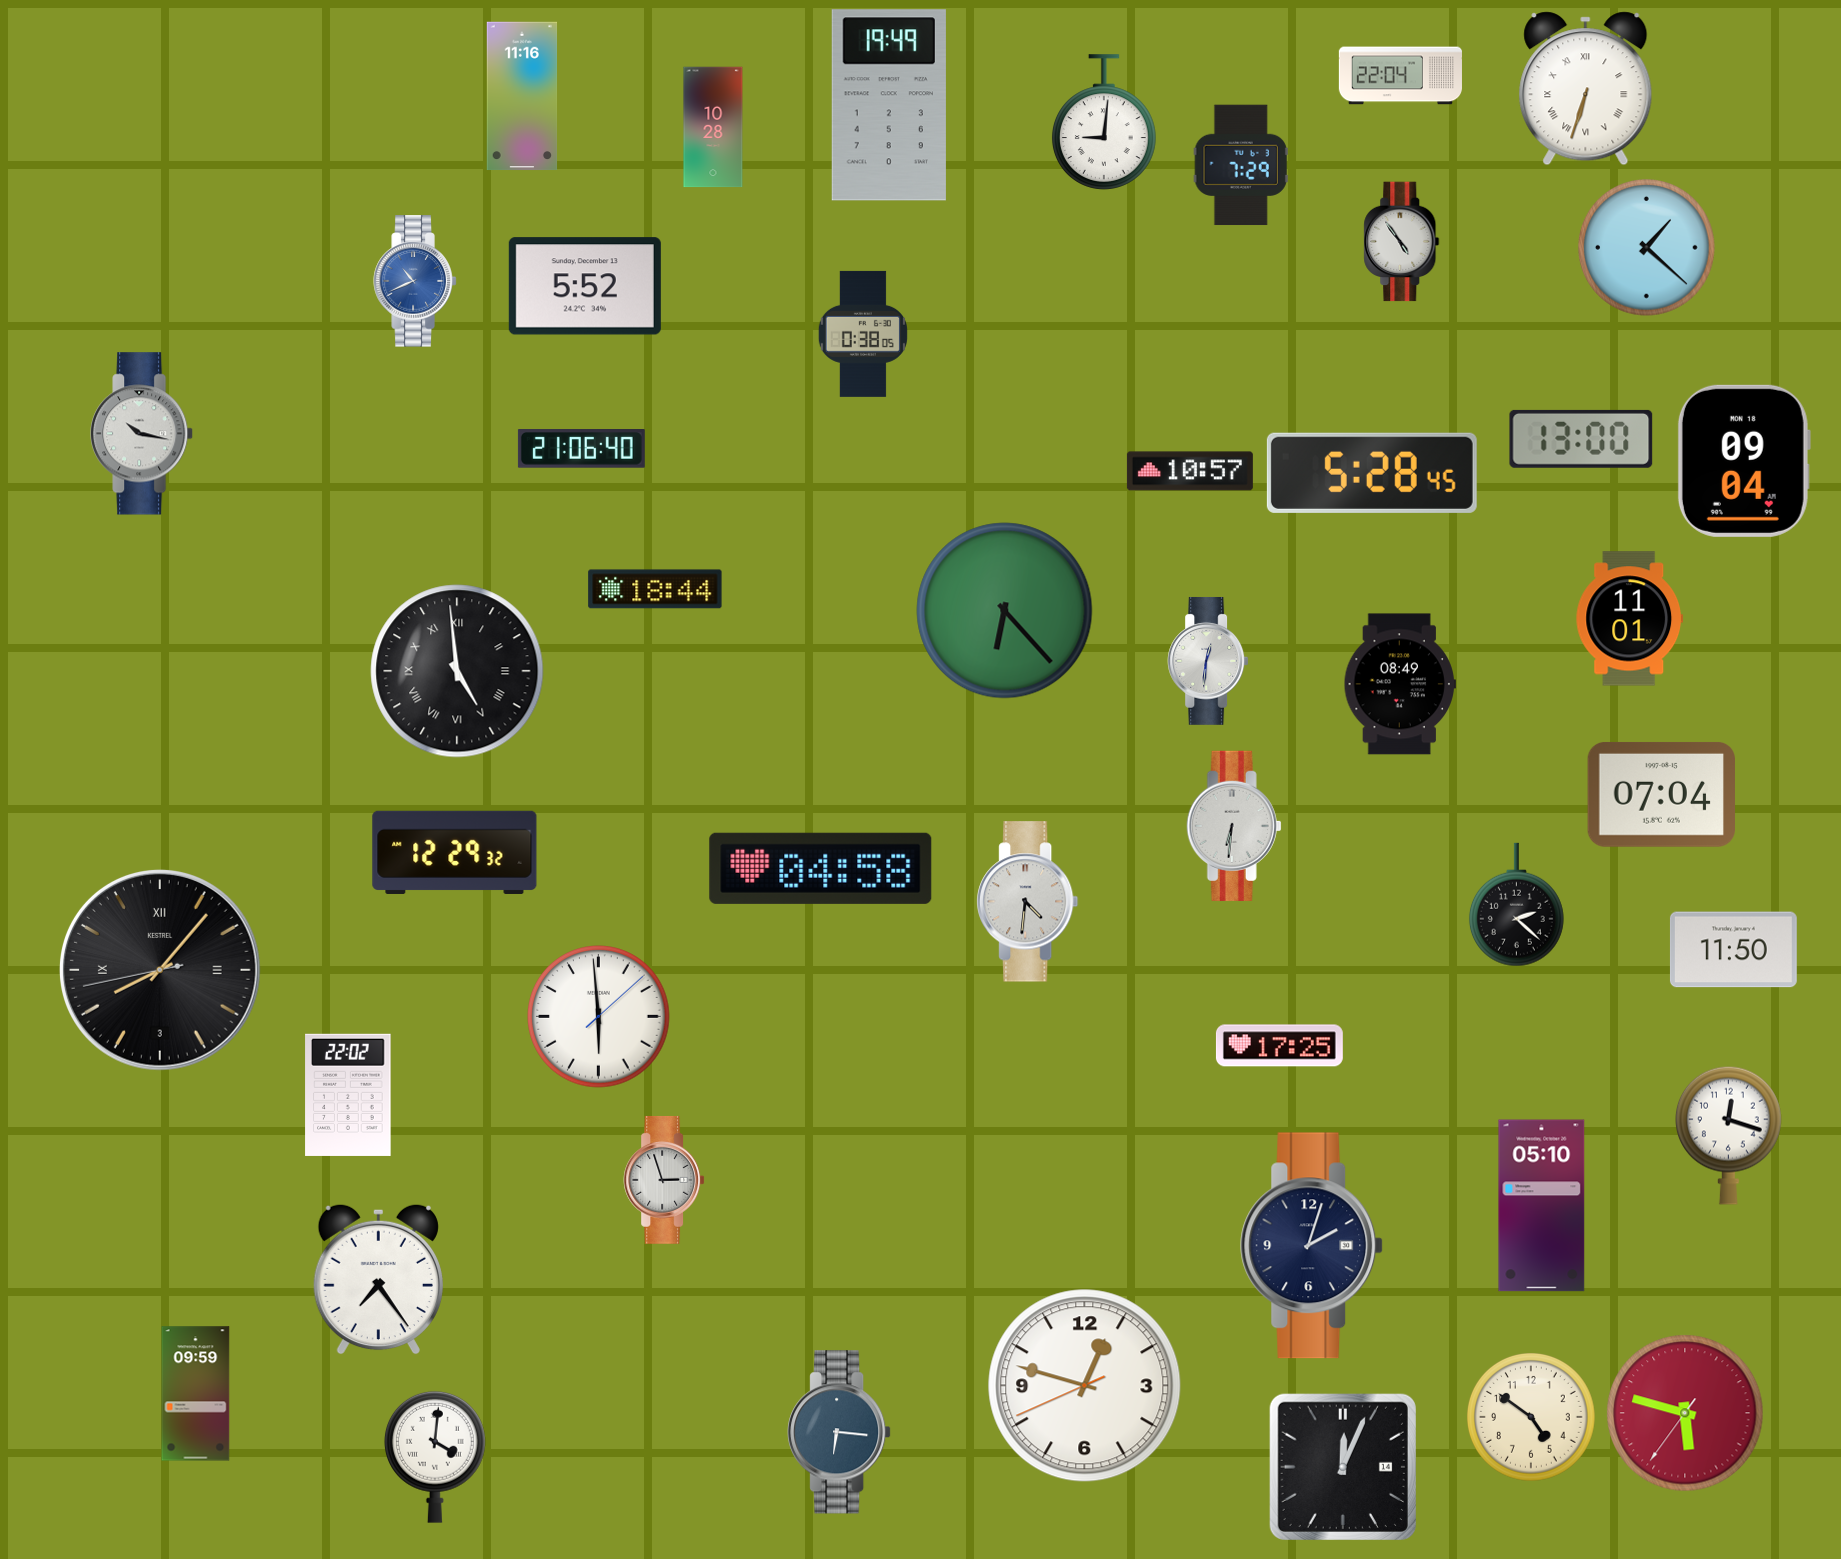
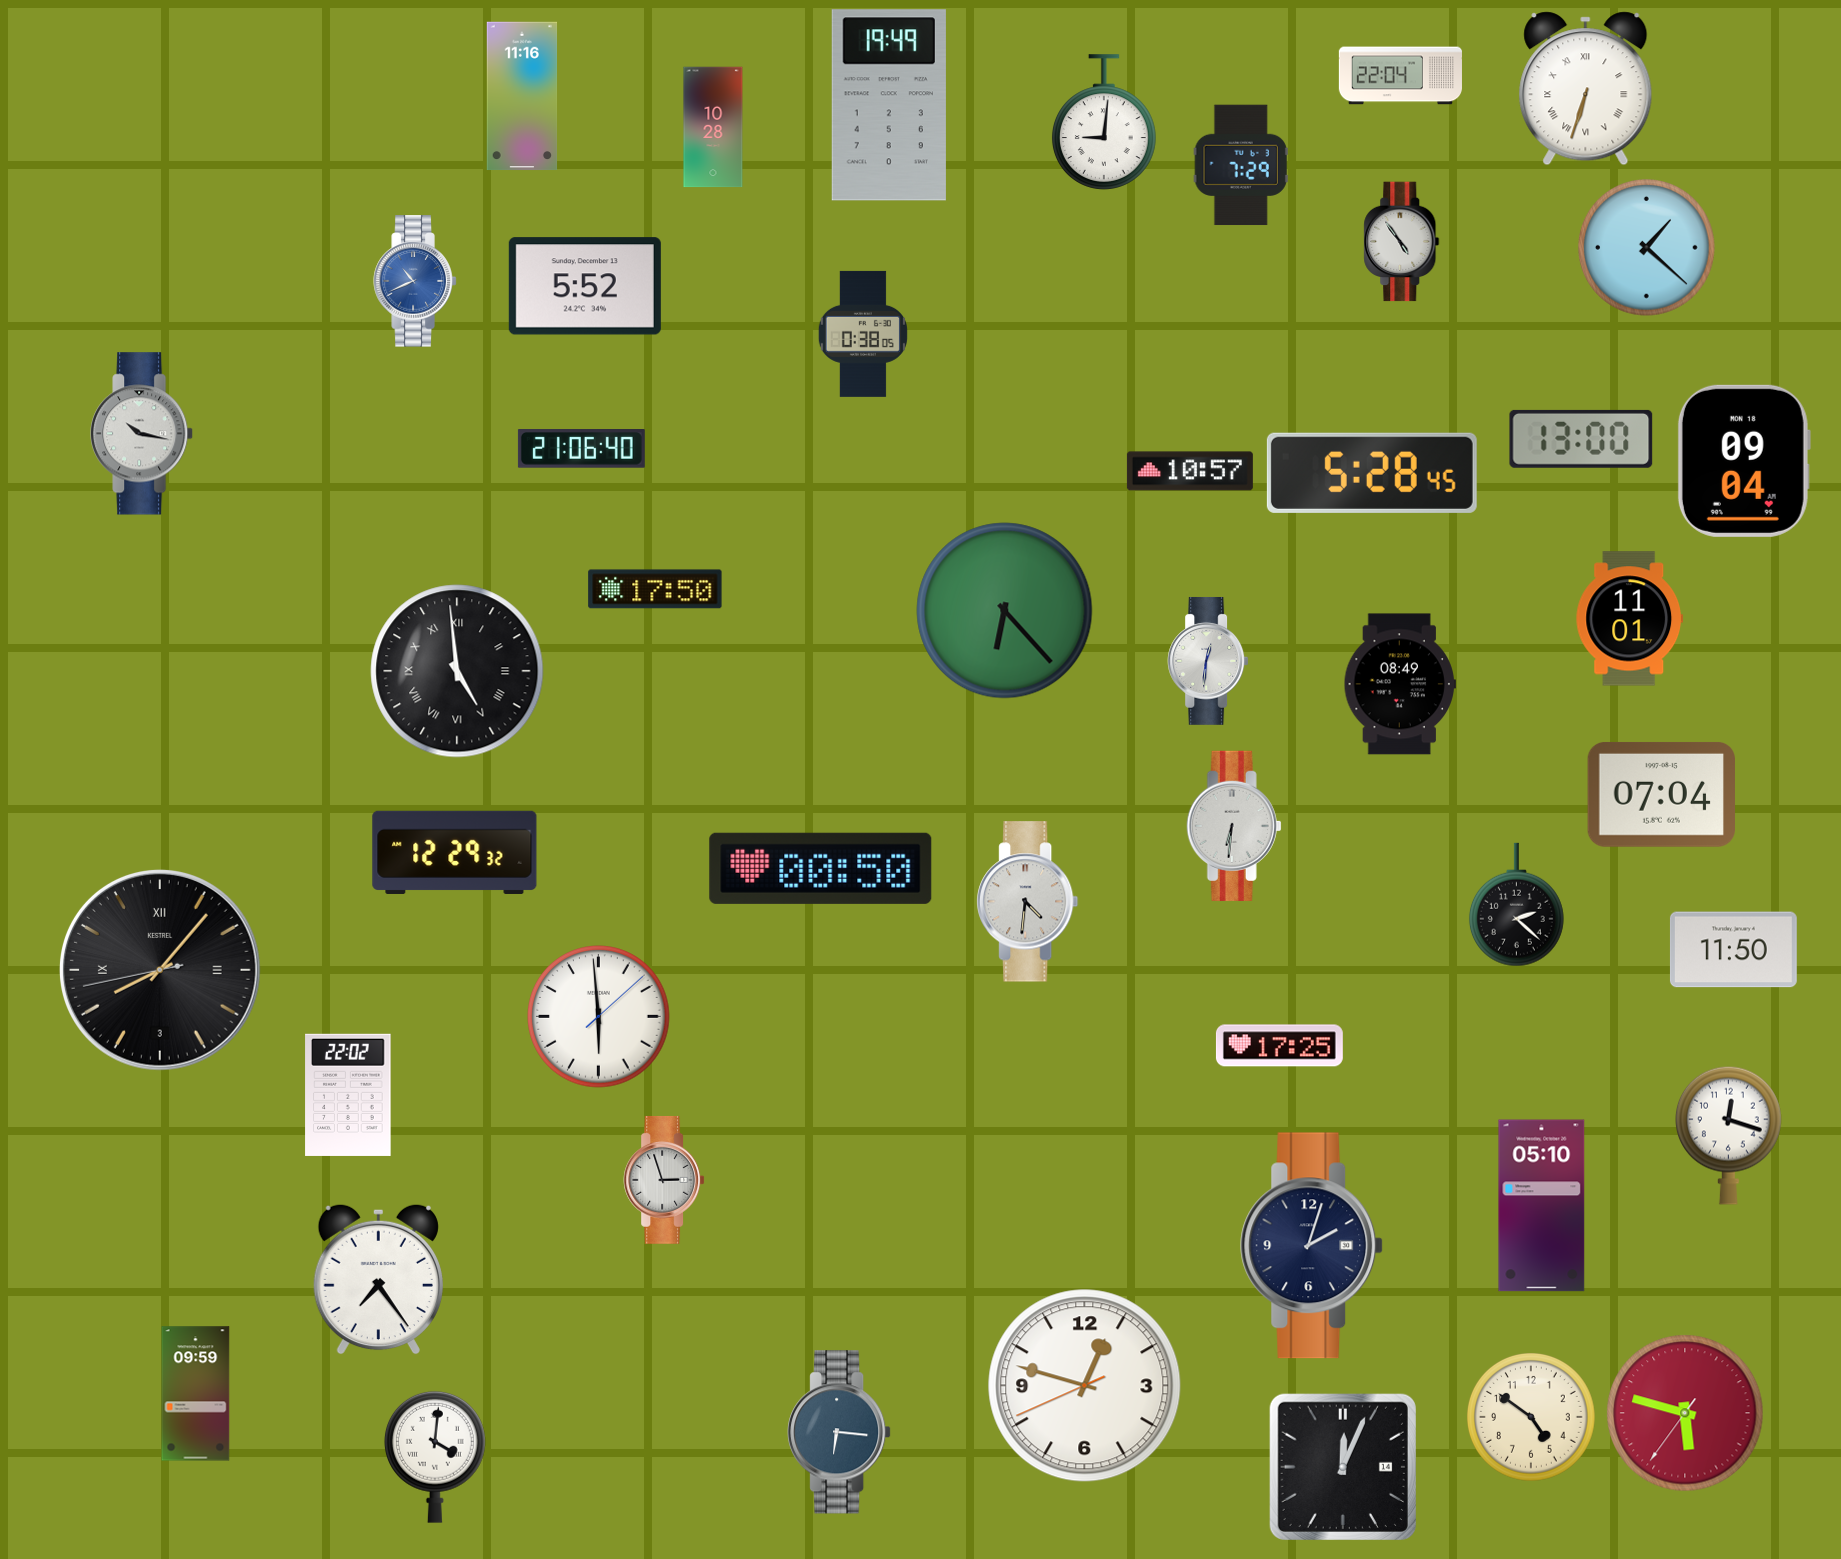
clock at (655, 589): 18:44 -> 17:50
clock at (821, 868): 04:58 -> 00:50
